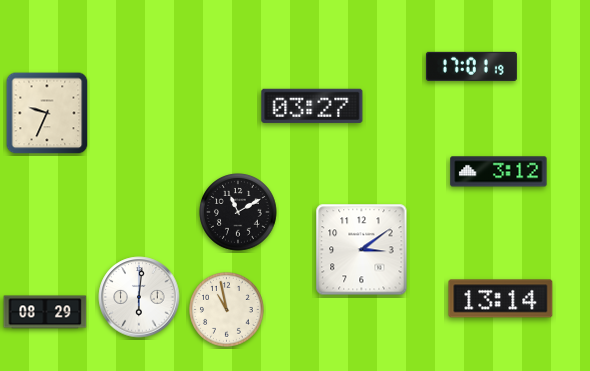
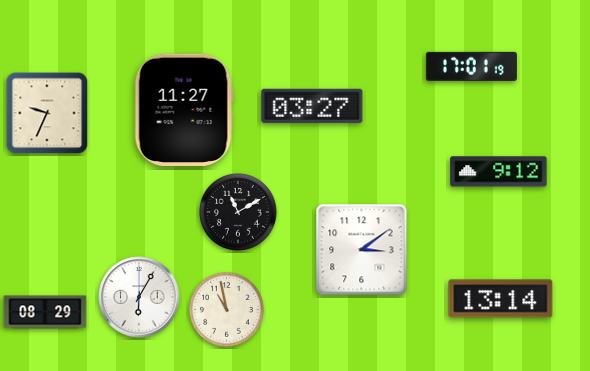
clock at (184, 110): none -> 11:27
clock at (499, 172): 3:12 -> 9:12
clock at (139, 297): 6:01 -> 6:05
